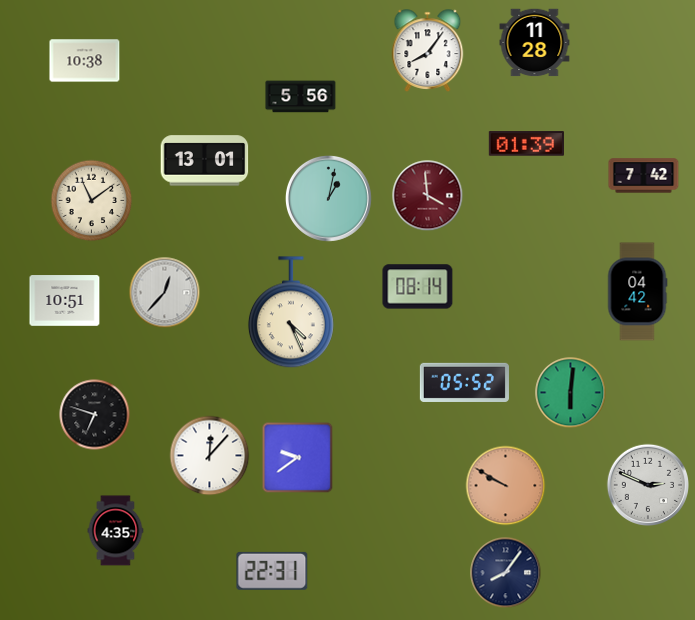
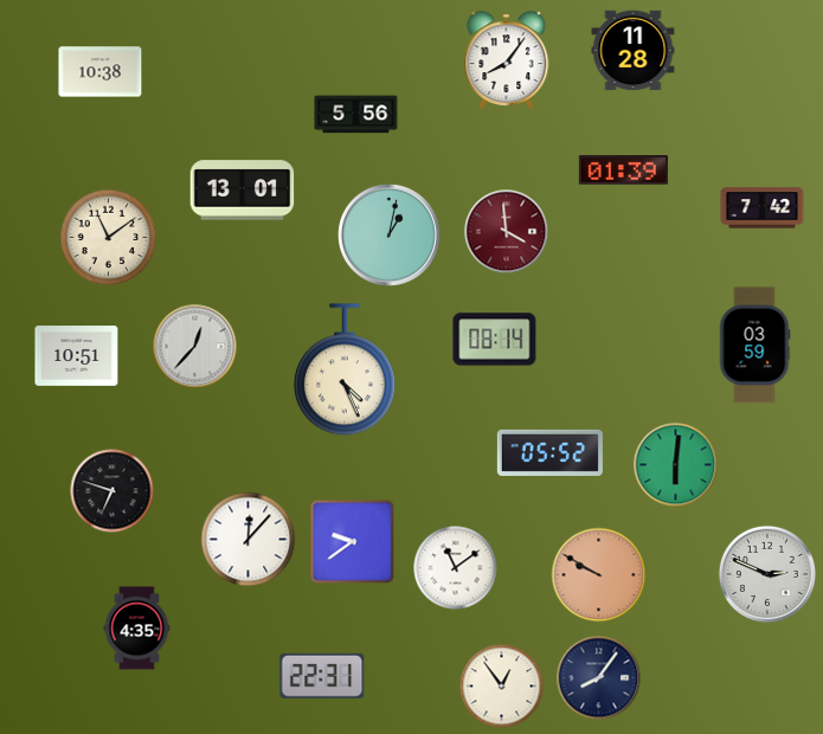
clock at (637, 292): 04:42 -> 03:59
clock at (456, 568): none -> 11:09
clock at (502, 687): none -> 12:54
